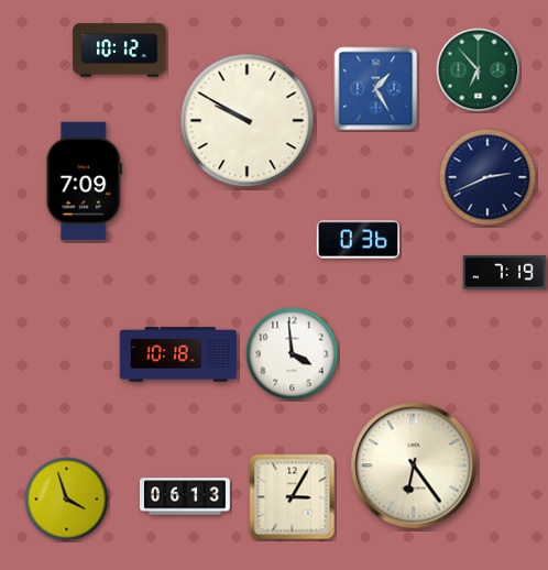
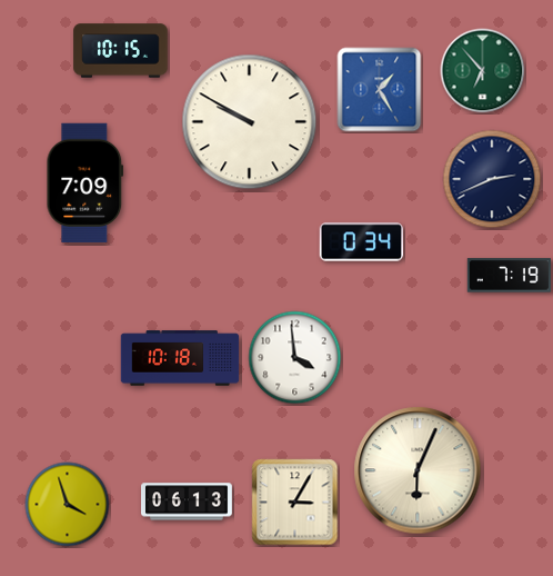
clock at (120, 51): 10:12 -> 10:15
clock at (359, 240): 0:36 -> 0:34
clock at (414, 465): 6:24 -> 6:04
